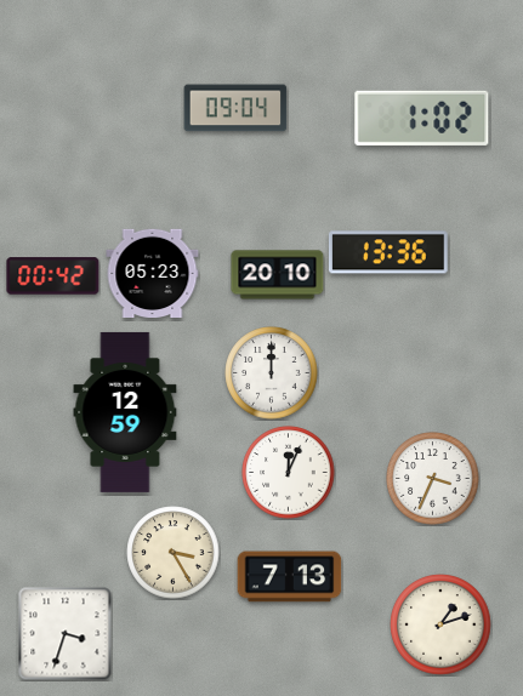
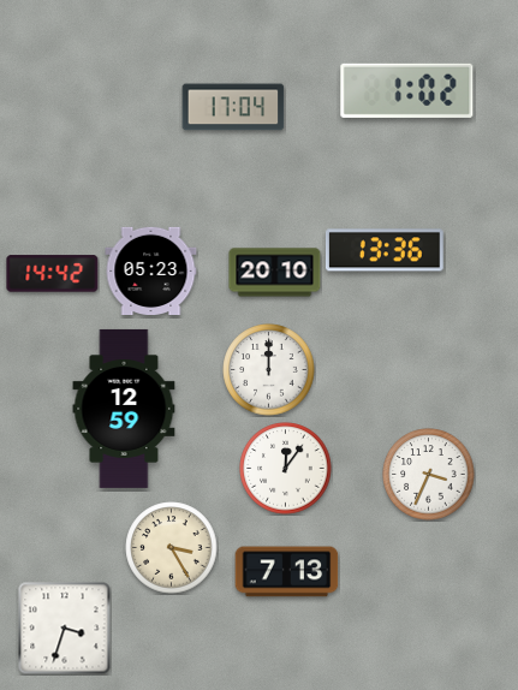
clock at (235, 108): 09:04 -> 17:04
clock at (422, 118) position: (422, 118) -> (407, 90)
clock at (53, 276): 00:42 -> 14:42
clock at (289, 473): 12:04 -> 12:06
clock at (440, 624): 1:12 -> none
